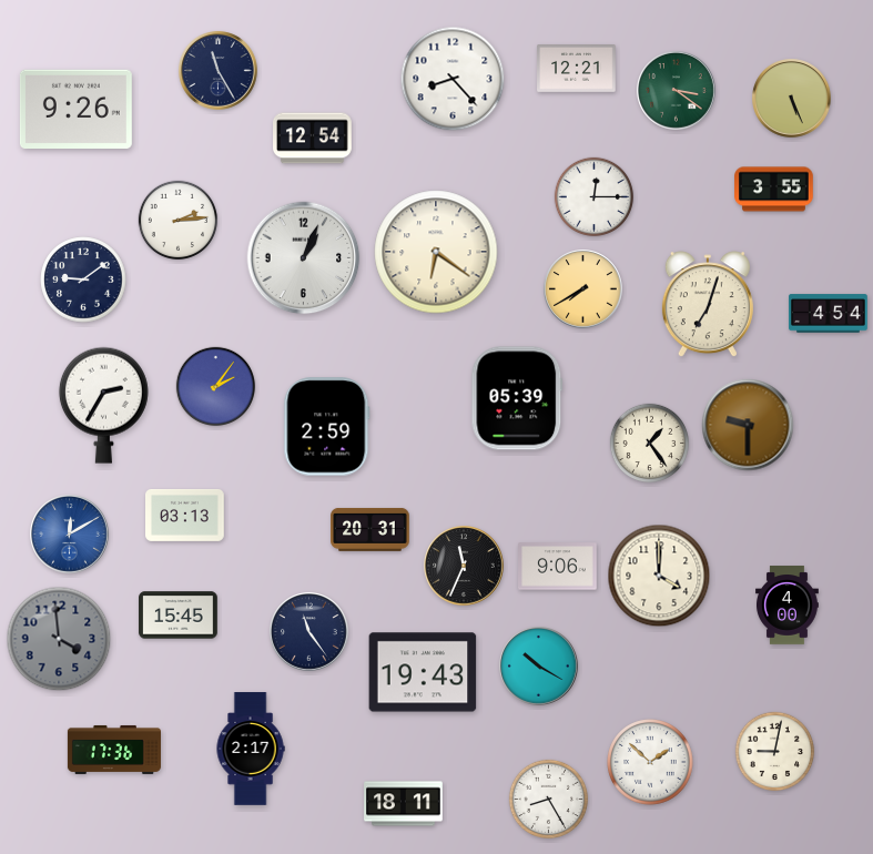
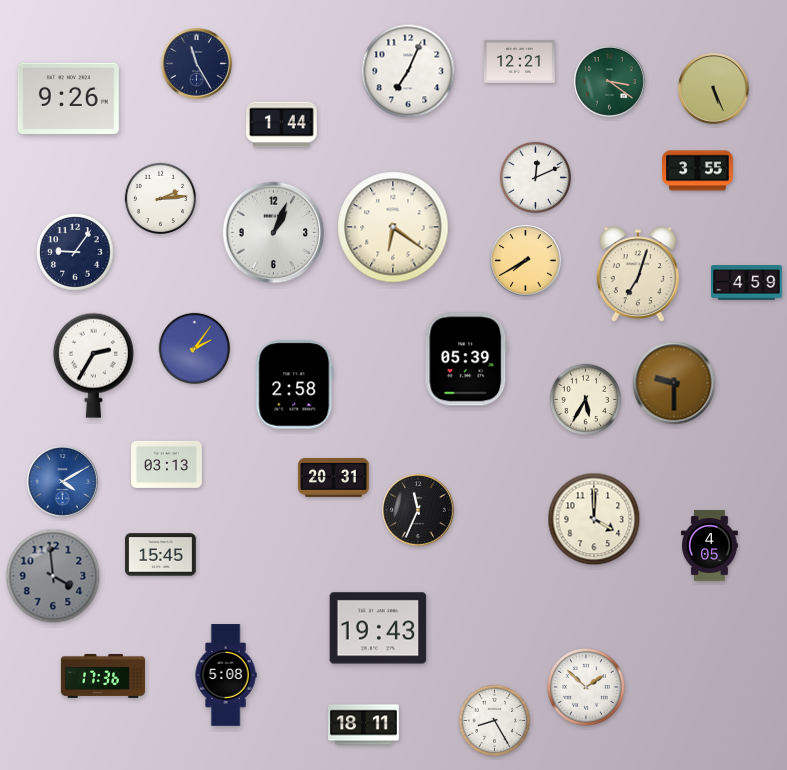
clock at (453, 79): 8:23 -> 7:04
clock at (313, 139): 12:54 -> 1:44
clock at (595, 197): 12:15 -> 12:11
clock at (83, 279): 9:09 -> 9:06
clock at (829, 314): 4:54 -> 4:59
clock at (327, 427): 2:59 -> 2:58
clock at (650, 444): 1:24 -> 5:35
clock at (70, 535): 12:10 -> 4:10
clock at (558, 567): 9:06 -> none
clock at (788, 606): 4:00 -> 4:05
clock at (309, 632): 11:24 -> none
clock at (539, 667): 10:20 -> none
clock at (423, 672) position: (423, 672) -> (378, 628)
clock at (251, 749): 2:17 -> 5:08
clock at (775, 752): 9:02 -> none
